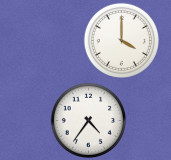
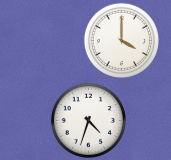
clock at (88, 120): 4:36 -> 4:33
